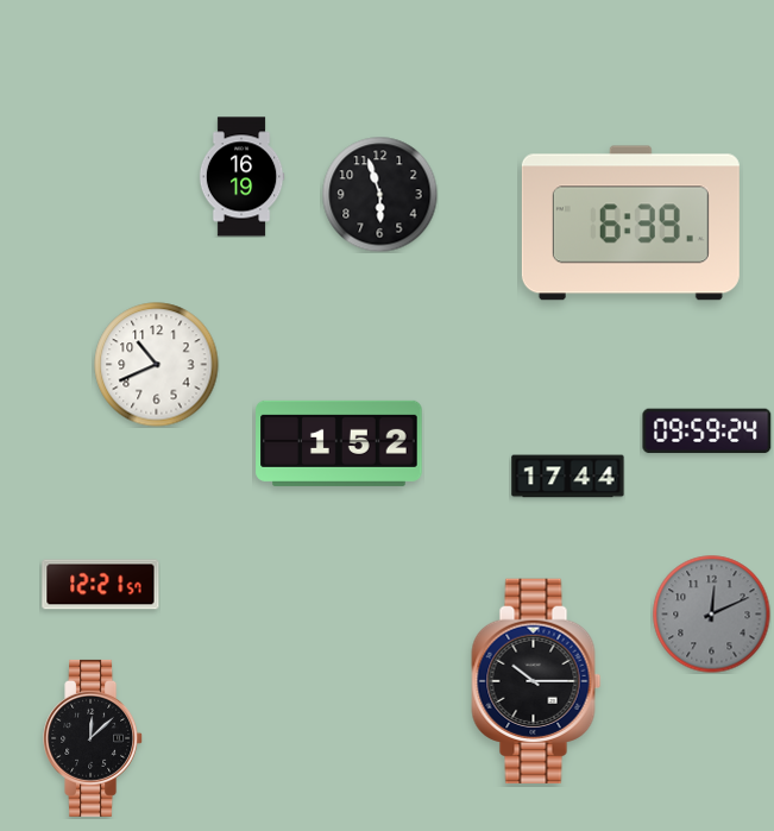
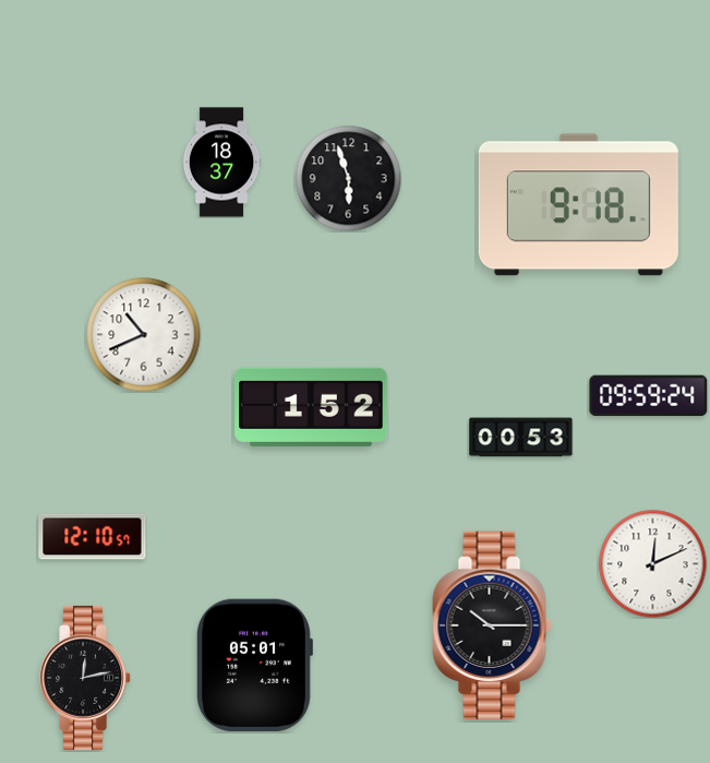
clock at (241, 177): 16:19 -> 18:37
clock at (630, 224): 6:39 -> 9:18
clock at (568, 477): 17:44 -> 00:53
clock at (101, 585): 12:21 -> 12:10
clock at (712, 615) dial: grey -> white
clock at (254, 665): none -> 05:01
clock at (94, 738): 12:08 -> 12:13
